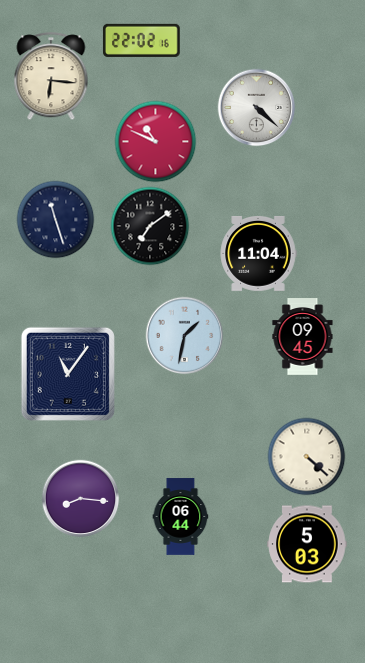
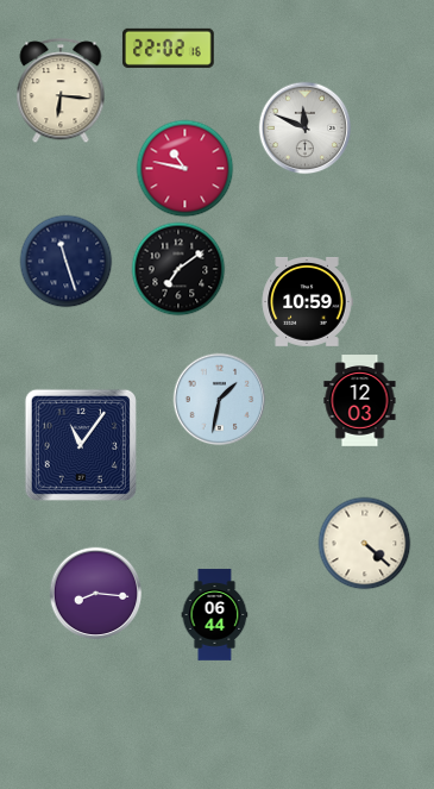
clock at (256, 107): 4:22 -> 11:49
clock at (155, 141): 10:49 -> 10:47
clock at (258, 254): 11:04 -> 10:59
clock at (303, 337): 09:45 -> 12:03
clock at (307, 544): 5:03 -> none
